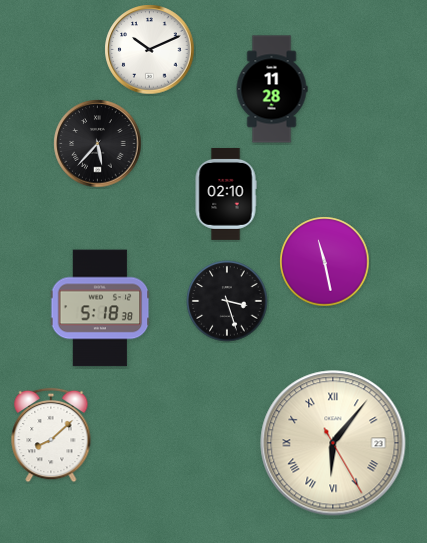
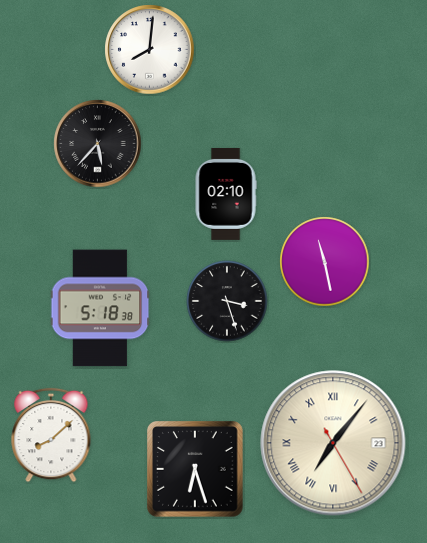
clock at (150, 50): 10:11 -> 8:01
clock at (272, 89): 11:28 -> none
clock at (333, 443): 6:06 -> 7:06
clock at (196, 470): none -> 6:27
